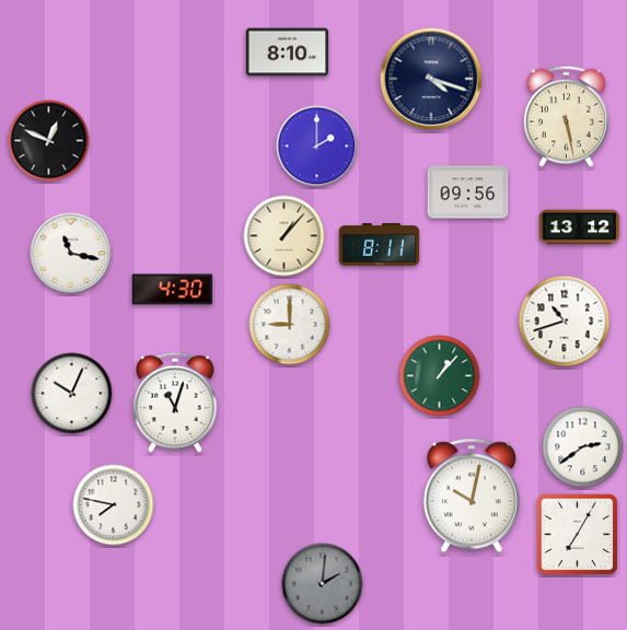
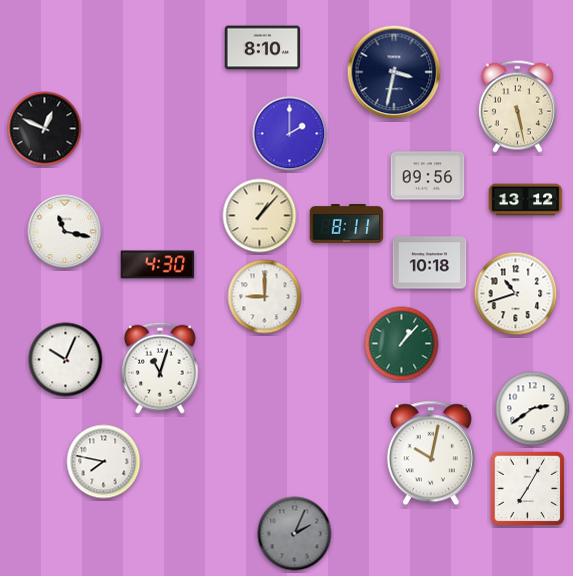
clock at (431, 79): 4:18 -> 3:32
clock at (580, 227) position: (580, 227) -> (526, 200)
clock at (430, 263): none -> 10:18
clock at (323, 584): 2:01 -> 2:04
